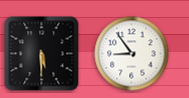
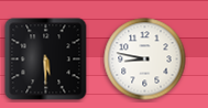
clock at (132, 54): 8:54 -> 8:47
